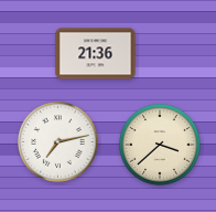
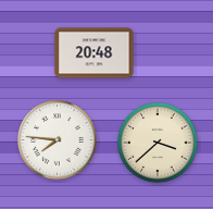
clock at (96, 54): 21:36 -> 20:48
clock at (58, 142): 7:13 -> 7:46
